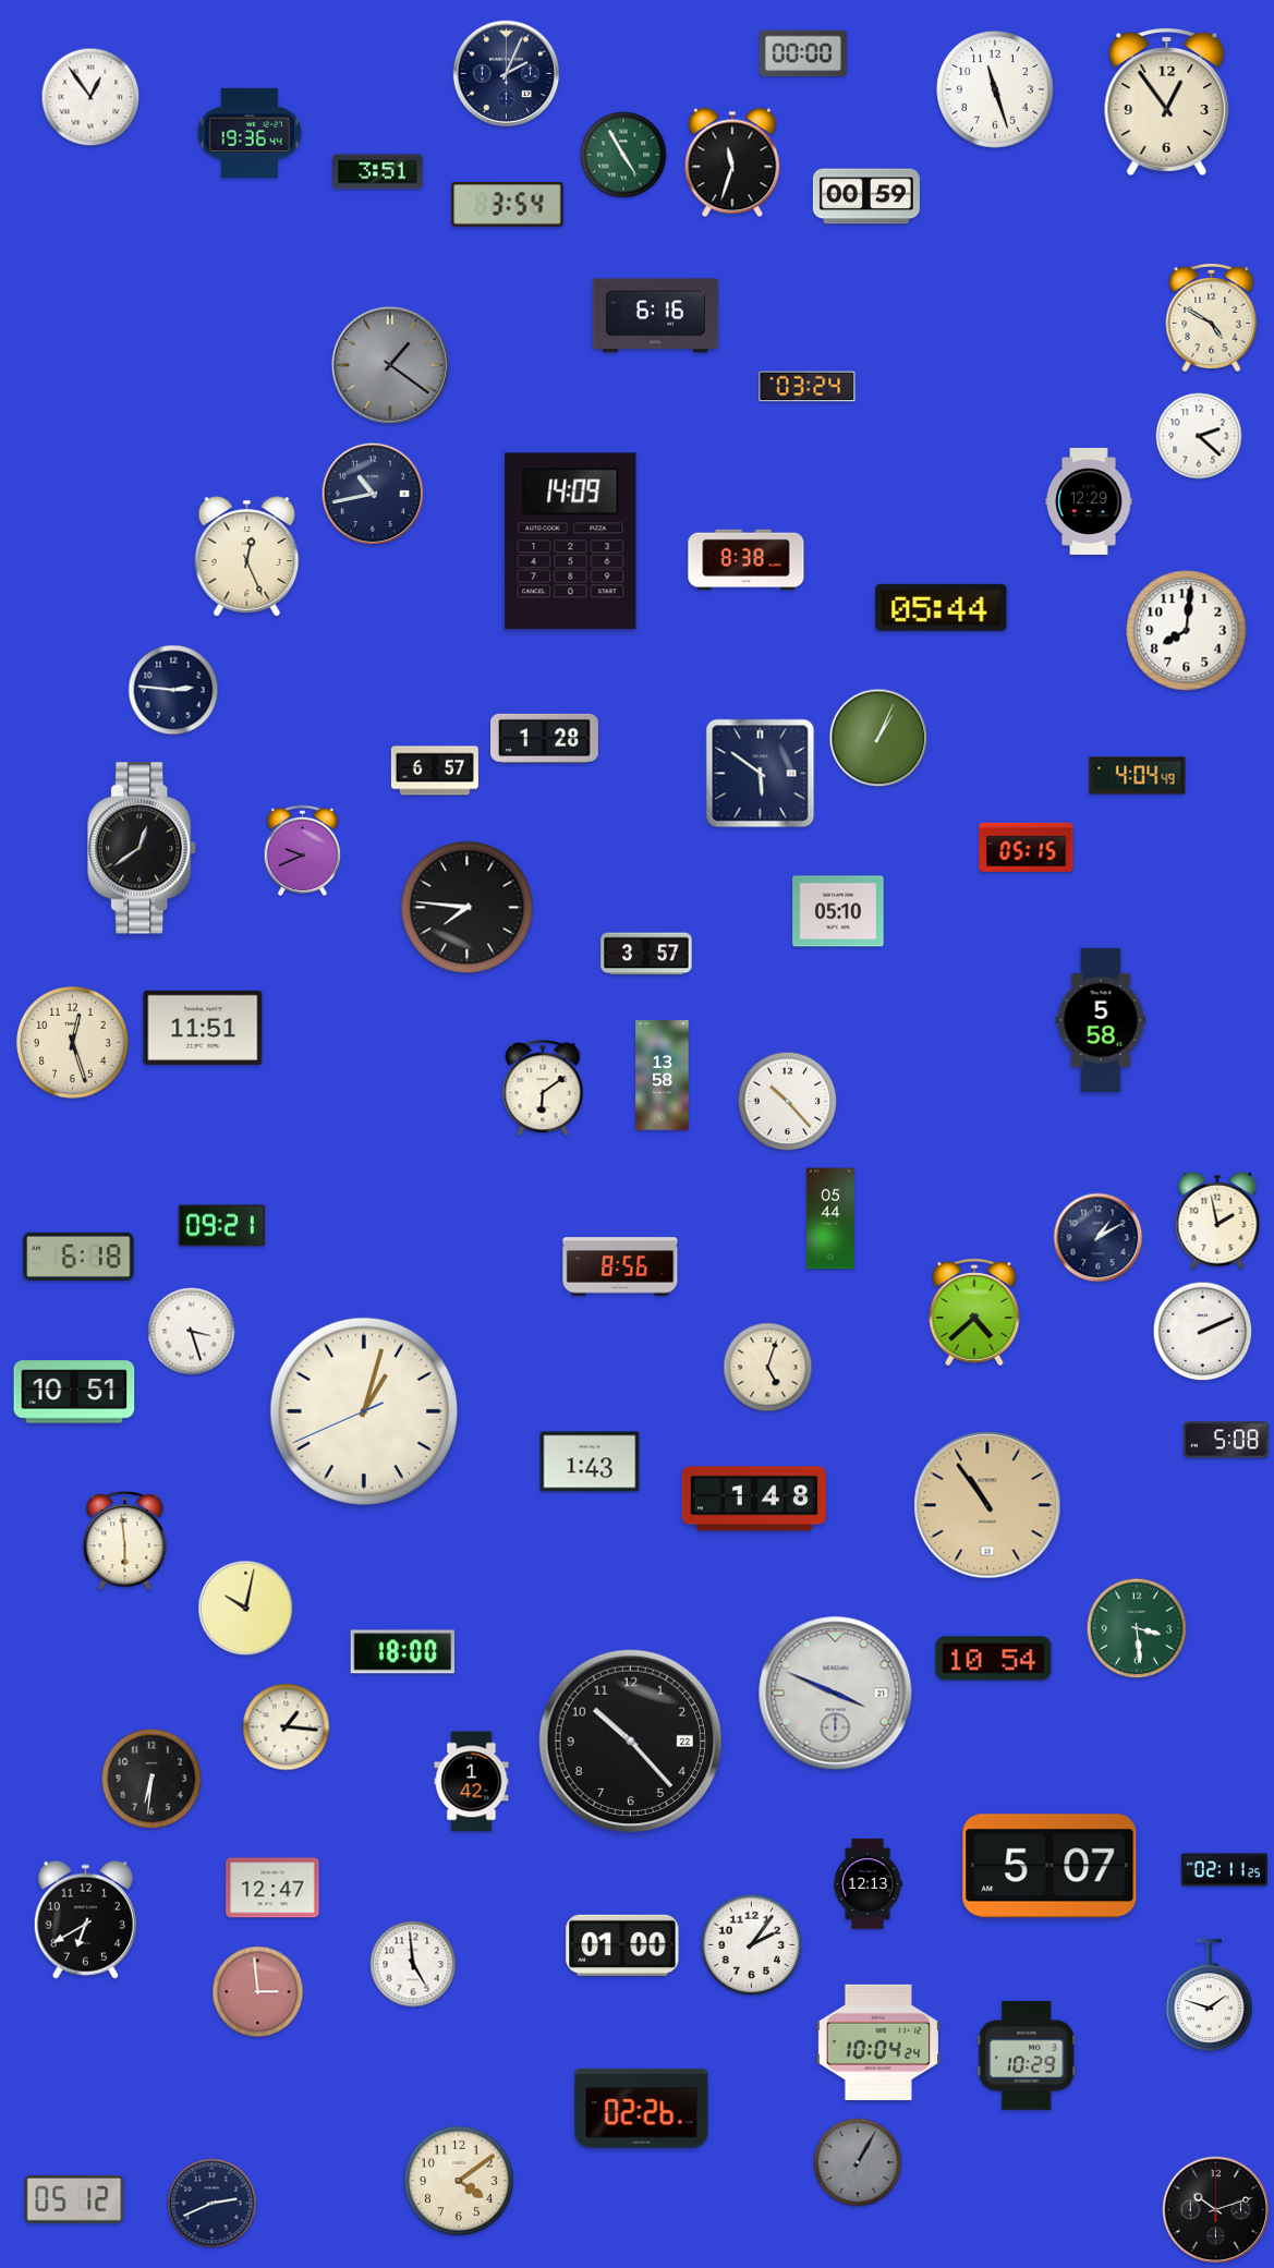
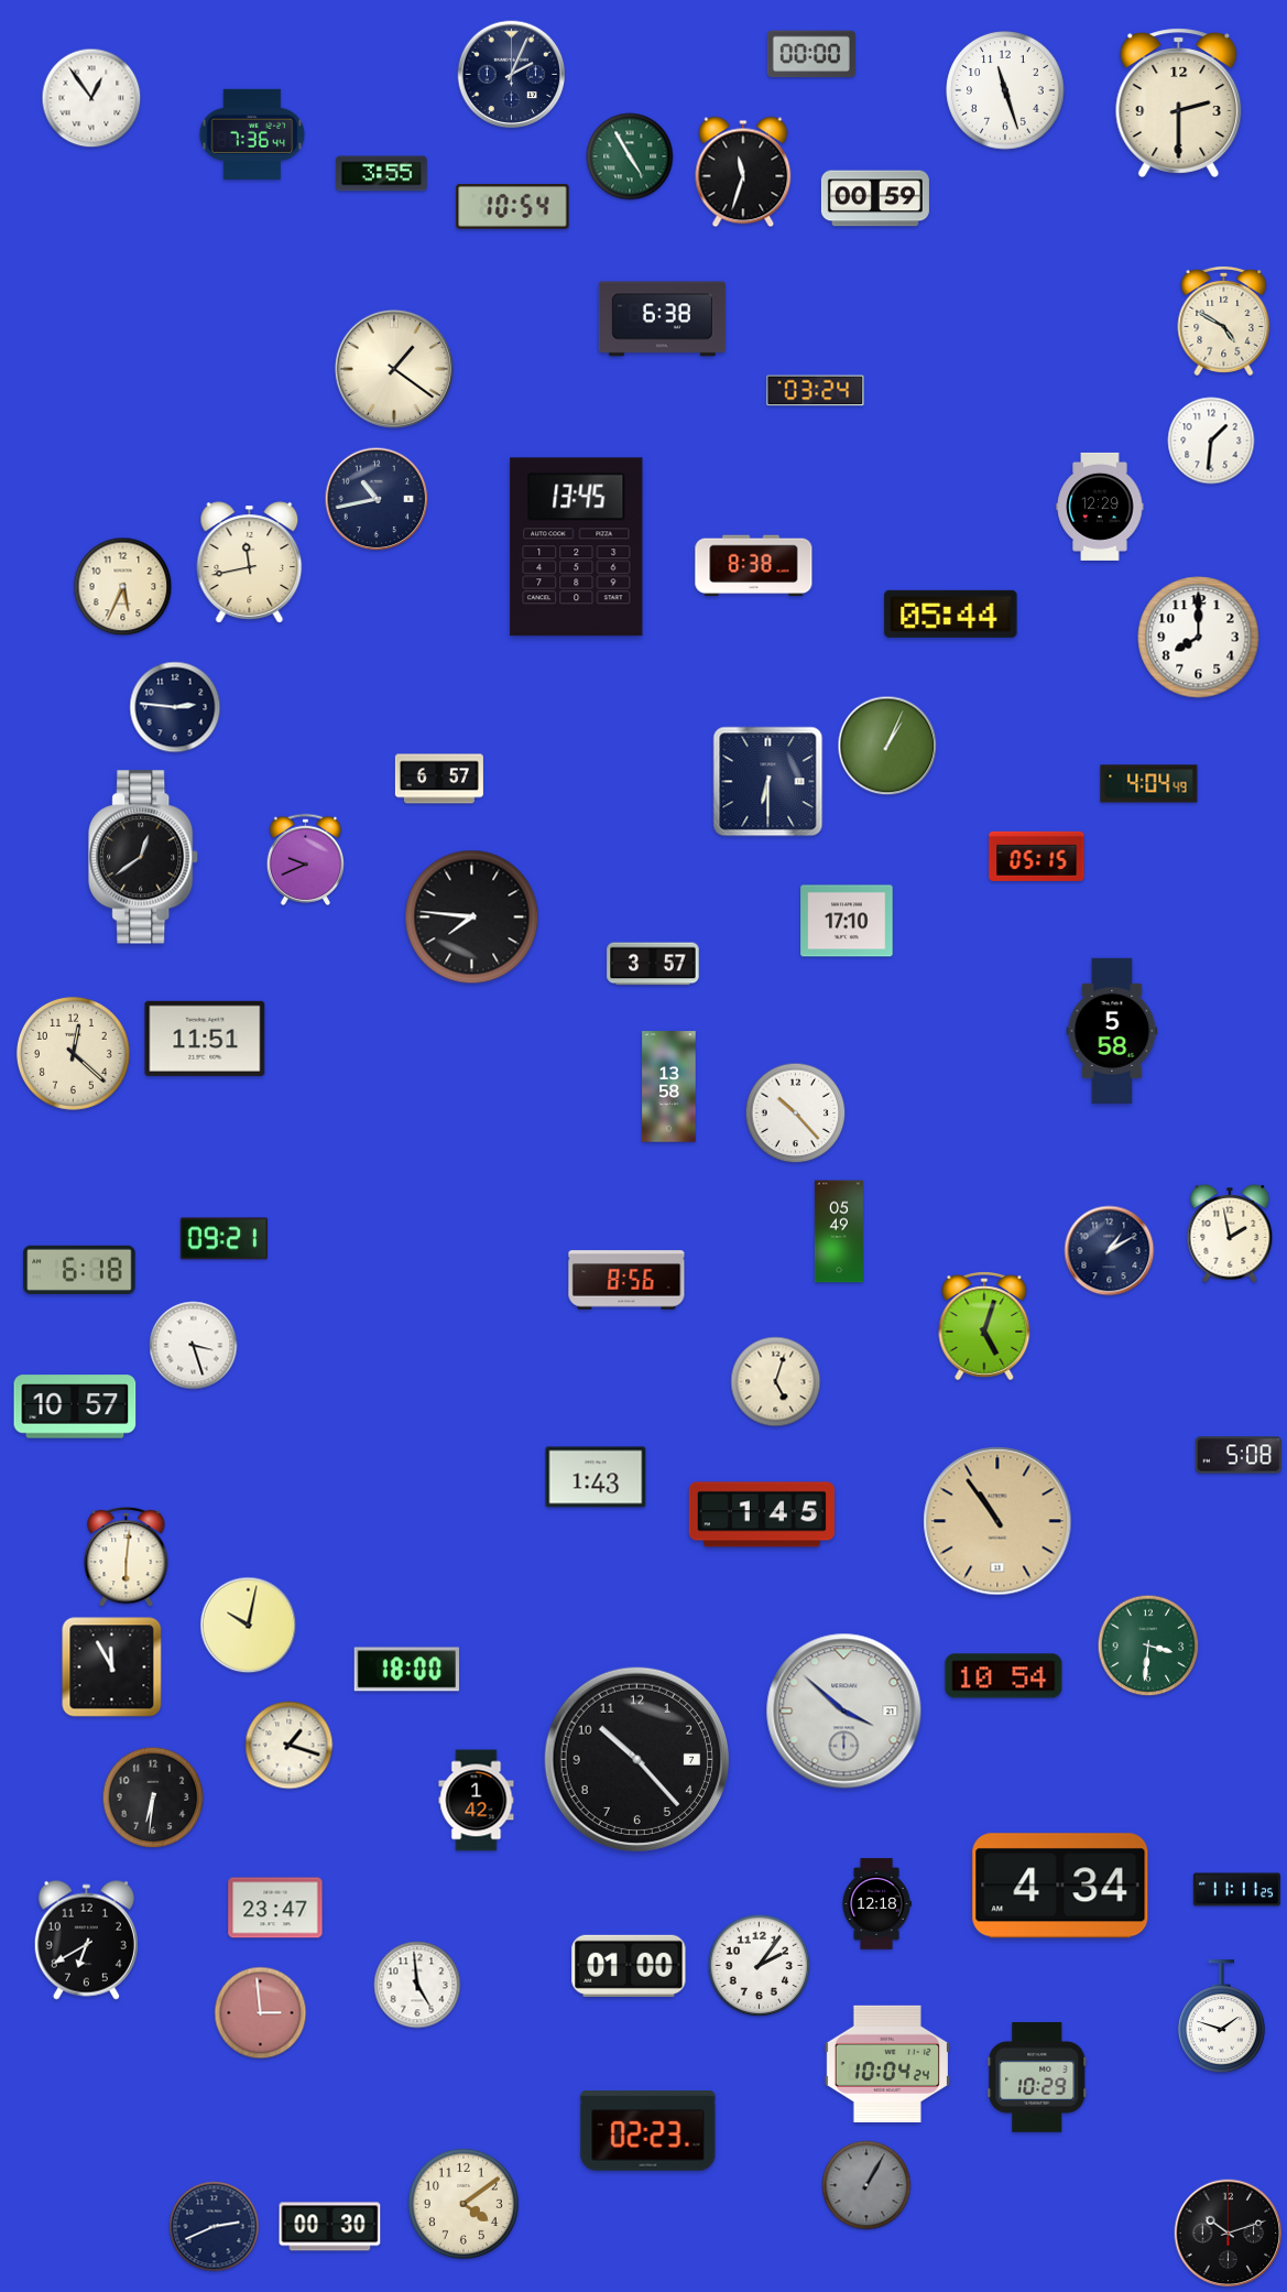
clock at (1167, 101): 12:54 -> 2:30
clock at (250, 133): 19:36 -> 7:36
clock at (732, 162) position: (732, 162) -> (743, 172)
clock at (378, 172): 3:51 -> 3:55
clock at (508, 205): 3:54 -> 10:54
clock at (655, 316): 6:16 -> 6:38
clock at (390, 365) dial: grey -> cream
clock at (1199, 436): 2:22 -> 1:31
clock at (571, 542): 14:09 -> 13:45
clock at (247, 557): 12:26 -> 11:43
clock at (123, 587): none -> 5:34
clock at (1187, 631): 8:01 -> 8:00
clock at (173, 690) position: (173, 690) -> (175, 707)
clock at (544, 738): 1:28 -> none
clock at (761, 774): 5:51 -> 6:30
clock at (838, 911): 05:10 -> 17:10
clock at (72, 1042): 12:27 -> 12:22
clock at (543, 1089): 6:09 -> none
clock at (830, 1218): 05:44 -> 05:49
clock at (974, 1312): 4:38 -> 5:03
clock at (1203, 1332): 2:11 -> none
clock at (74, 1392): 10:51 -> 10:57
clock at (363, 1410): 1:02 -> none
clock at (754, 1499): 1:48 -> 1:45
clock at (125, 1540): 5:59 -> 6:01
clock at (1137, 1628): 3:29 -> 3:31
clock at (112, 1668): none -> 11:55
clock at (836, 1694): 3:49 -> 3:52
clock at (287, 1727): 1:16 -> 1:18
clock at (630, 1741) date: 22 -> 7
clock at (1049, 1866): 5:07 -> 4:34
clock at (1224, 1870): 02:11 -> 11:11
clock at (867, 1884): 12:13 -> 12:18
clock at (272, 1888): 12:47 -> 23:47
clock at (642, 2109): 02:26 -> 02:23
clock at (74, 2199): 05:12 -> none
clock at (330, 2227): none -> 00:30
